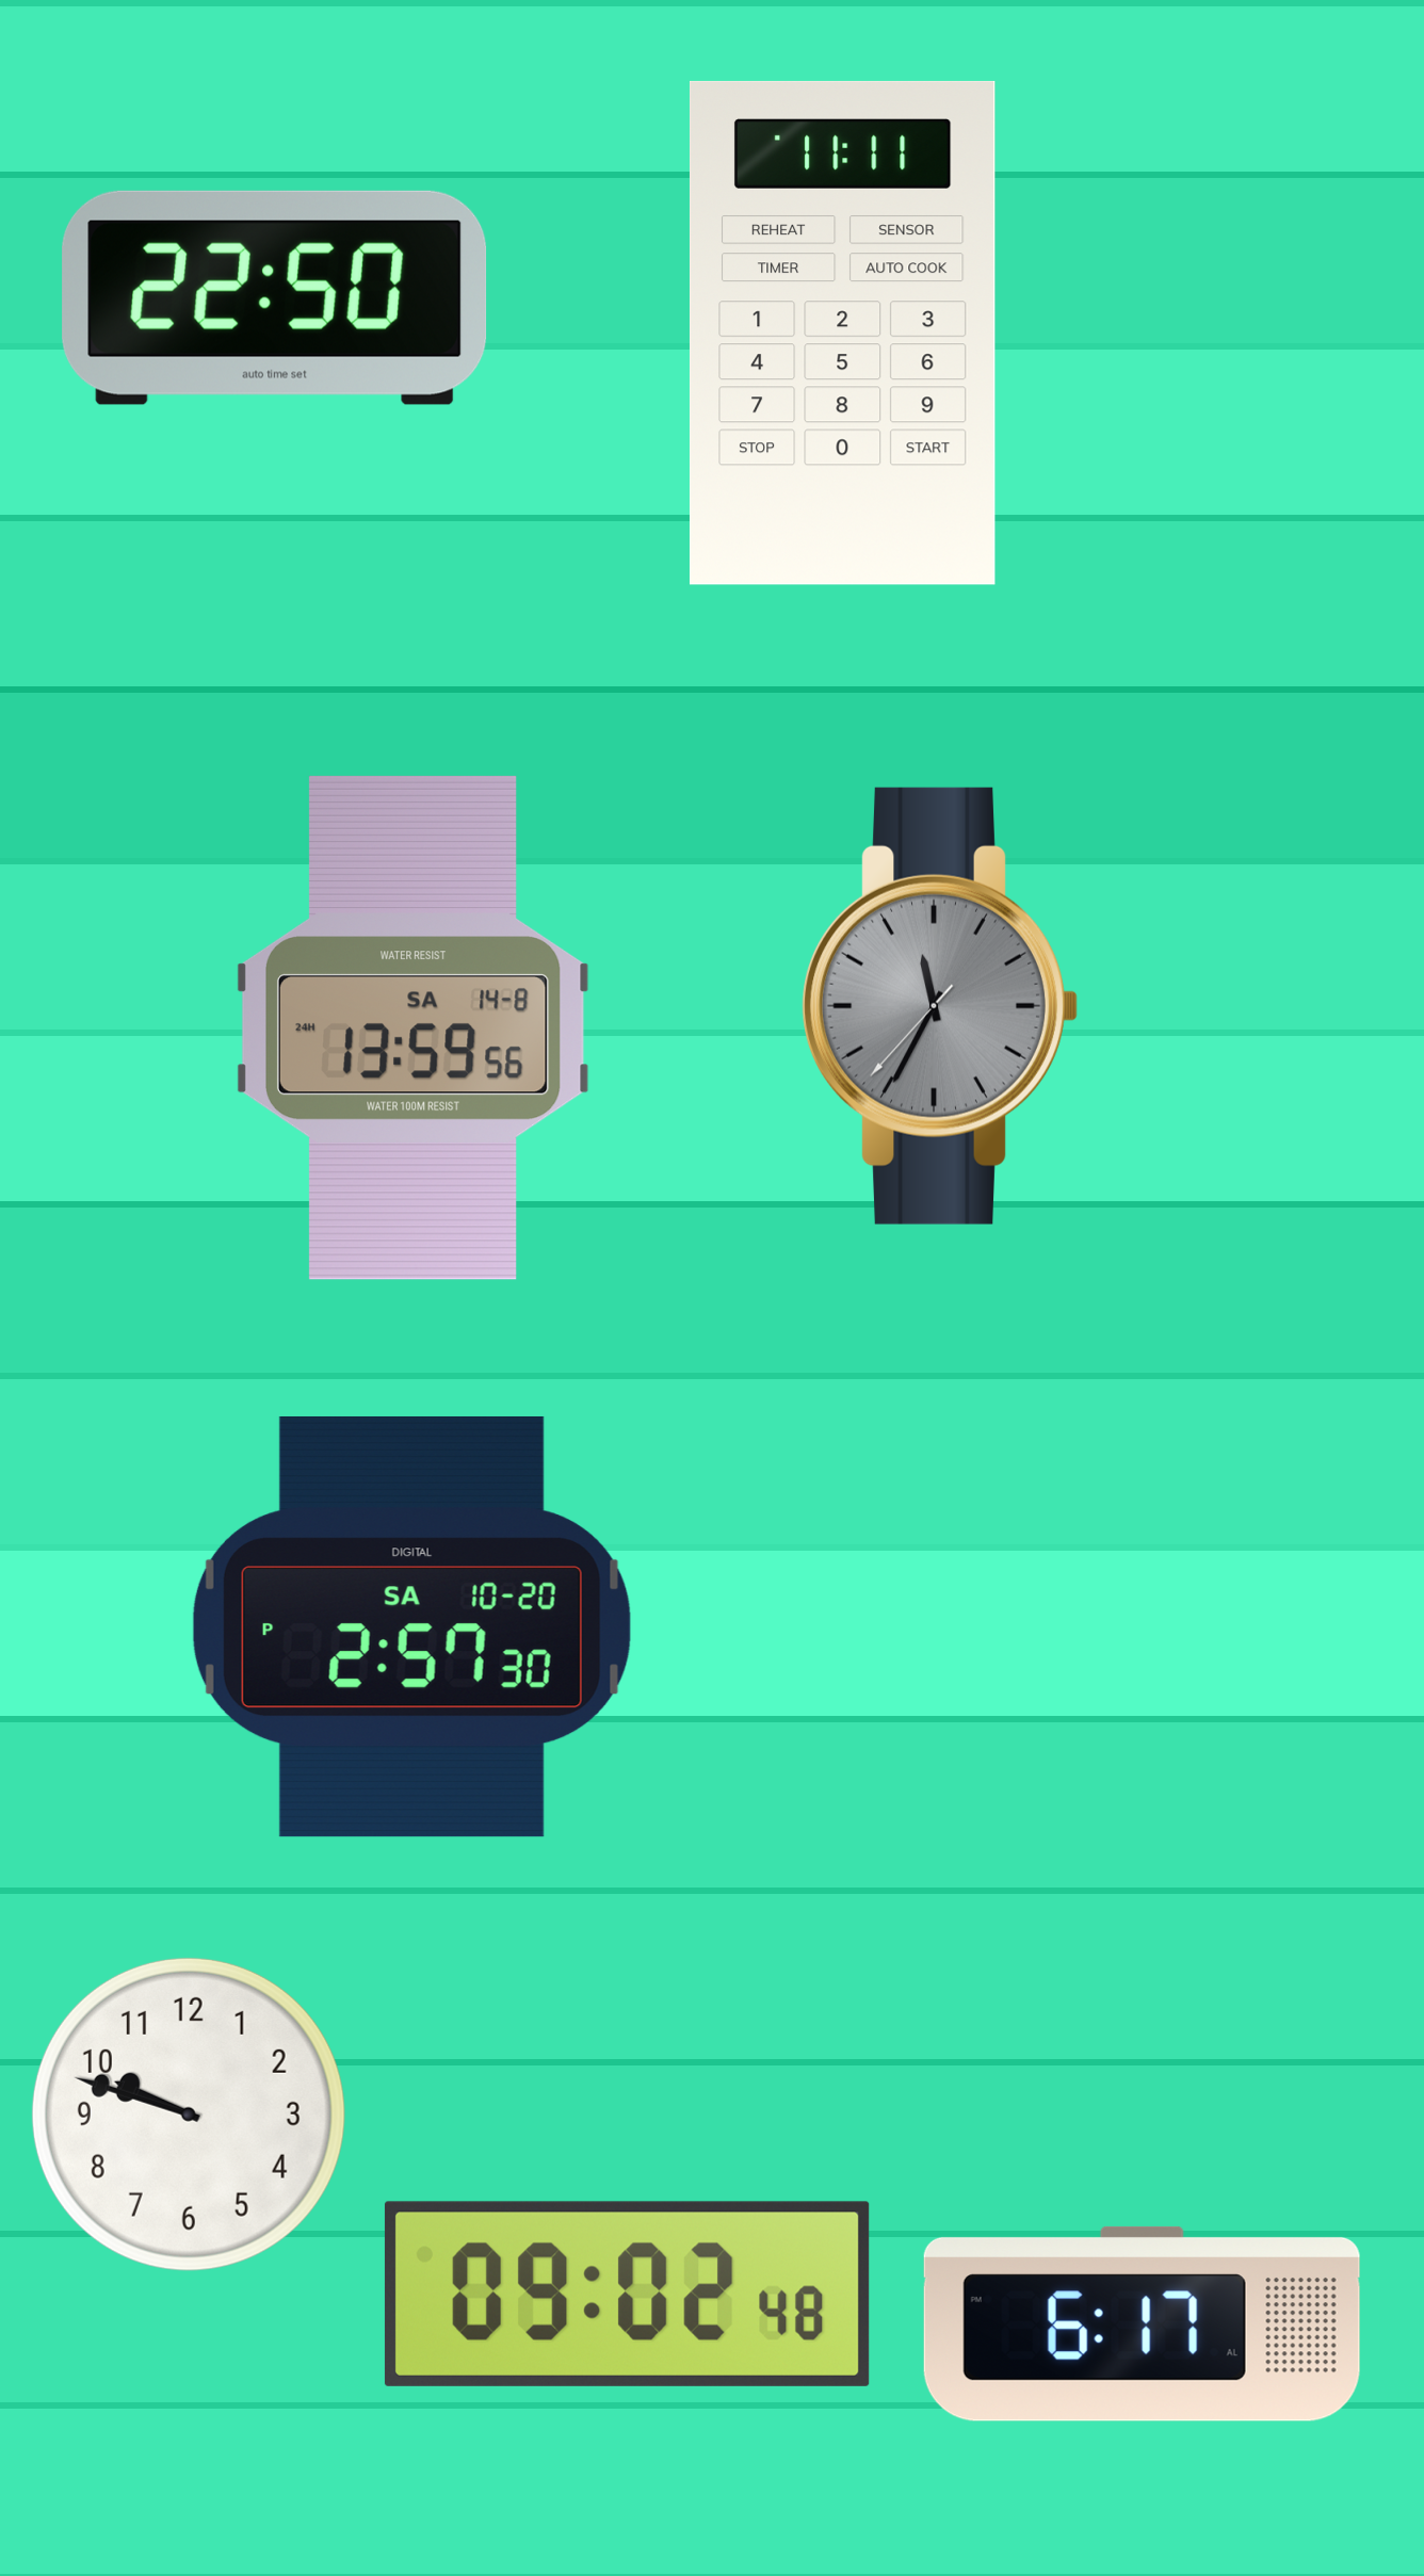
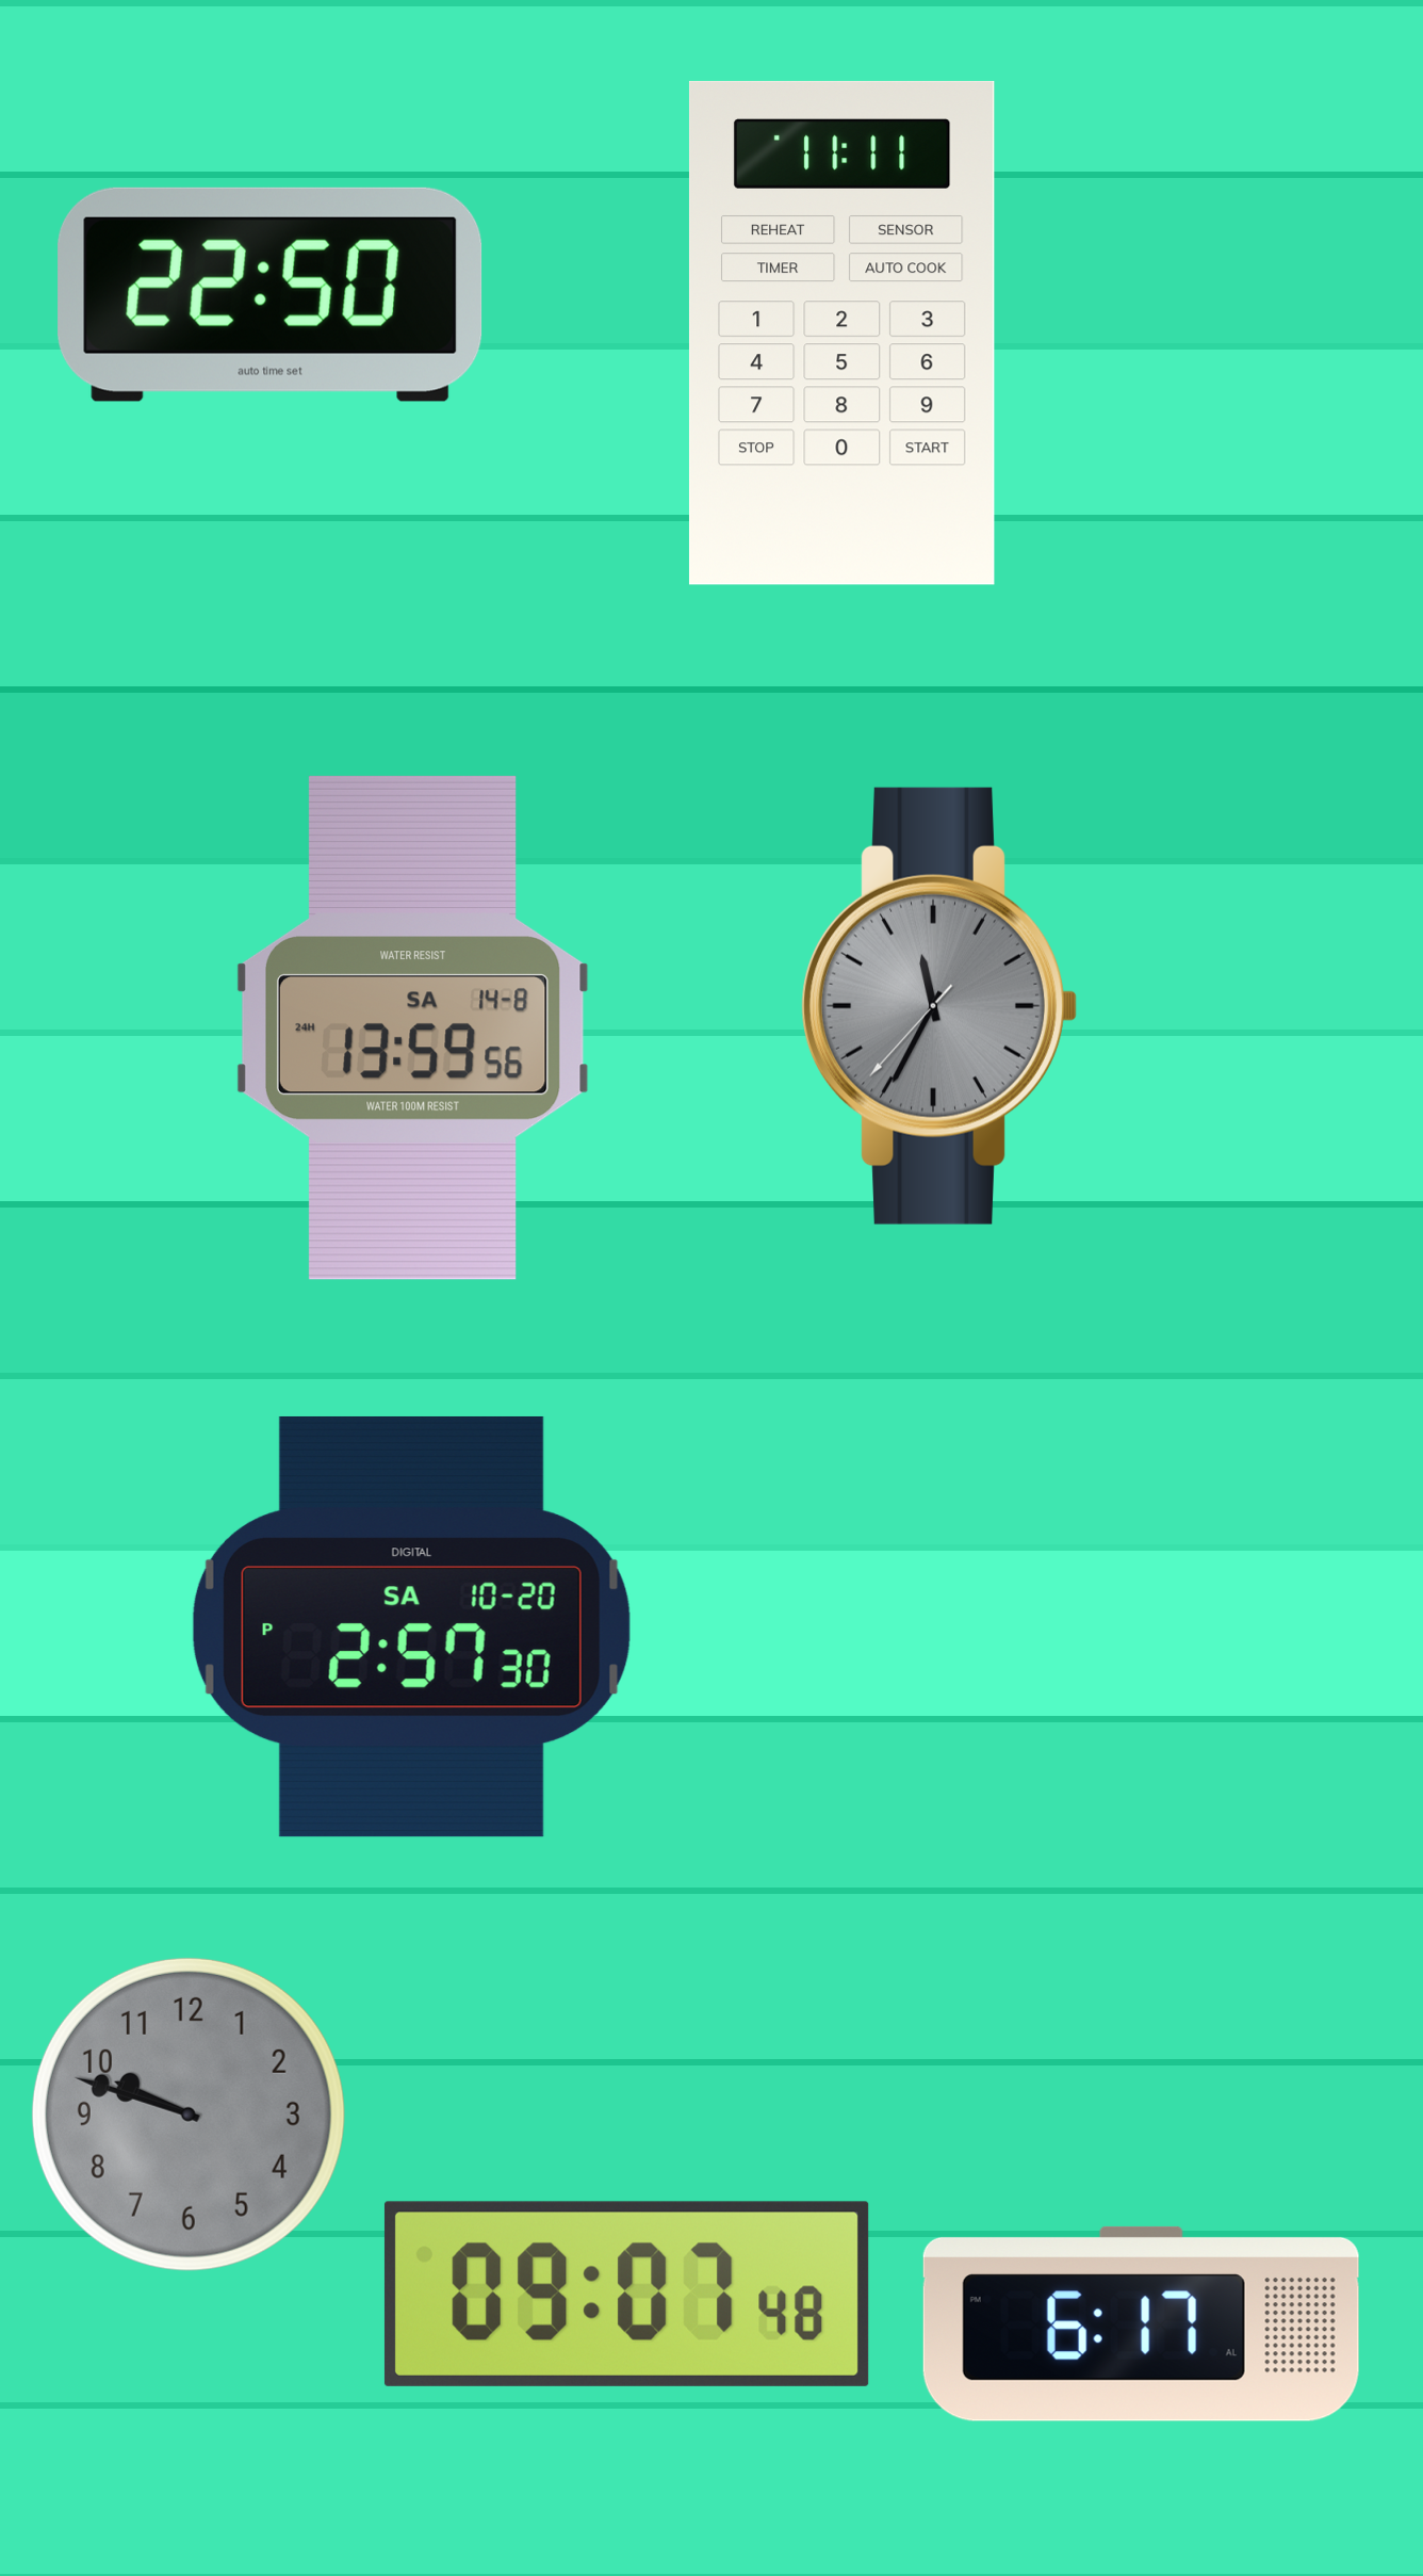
clock at (275, 297) position: (275, 297) -> (271, 294)
clock at (189, 2115) dial: white -> grey
clock at (627, 2294): 09:02 -> 09:07
